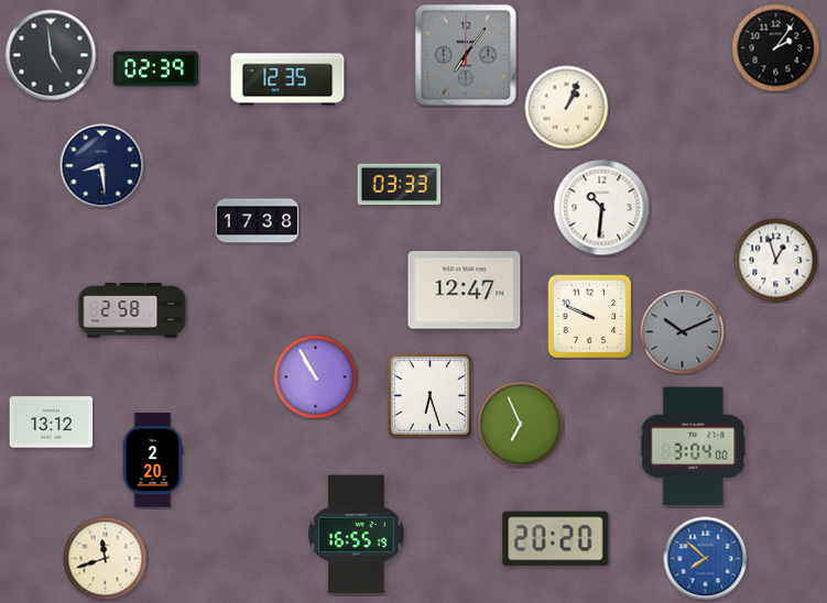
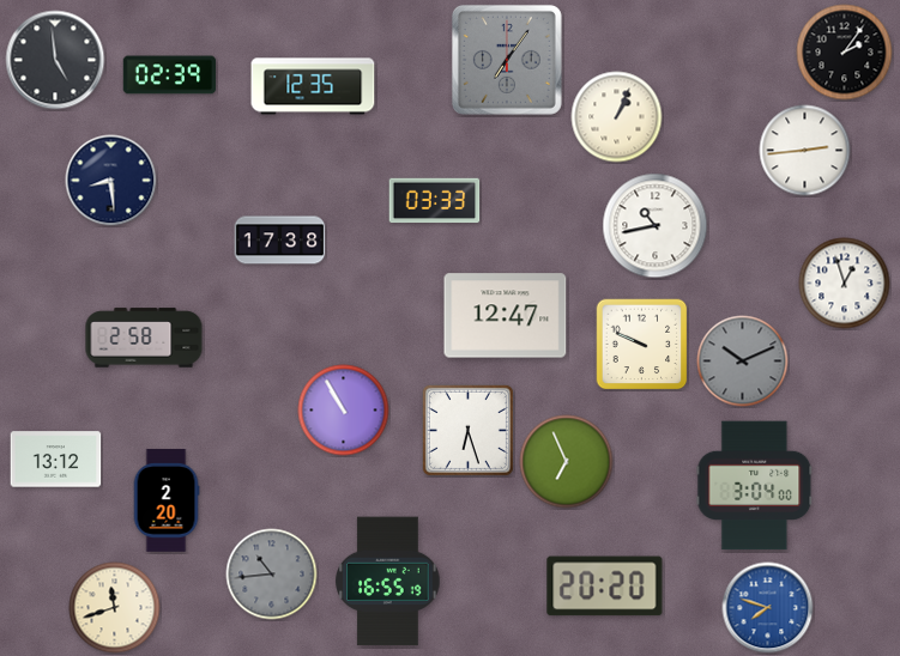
clock at (805, 151): none -> 2:44
clock at (602, 208): 10:31 -> 10:43
clock at (272, 575): none -> 10:44
clock at (706, 559): 7:52 -> 7:48
